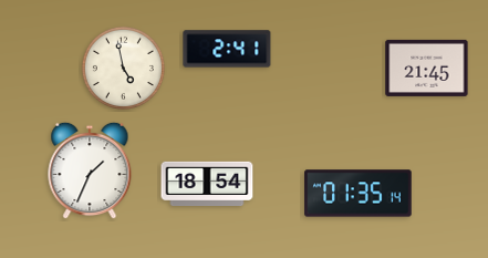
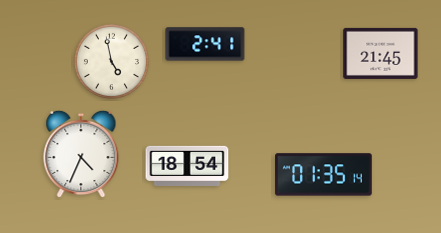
clock at (427, 68) position: (427, 68) -> (381, 53)
clock at (90, 171): 1:34 -> 4:34
